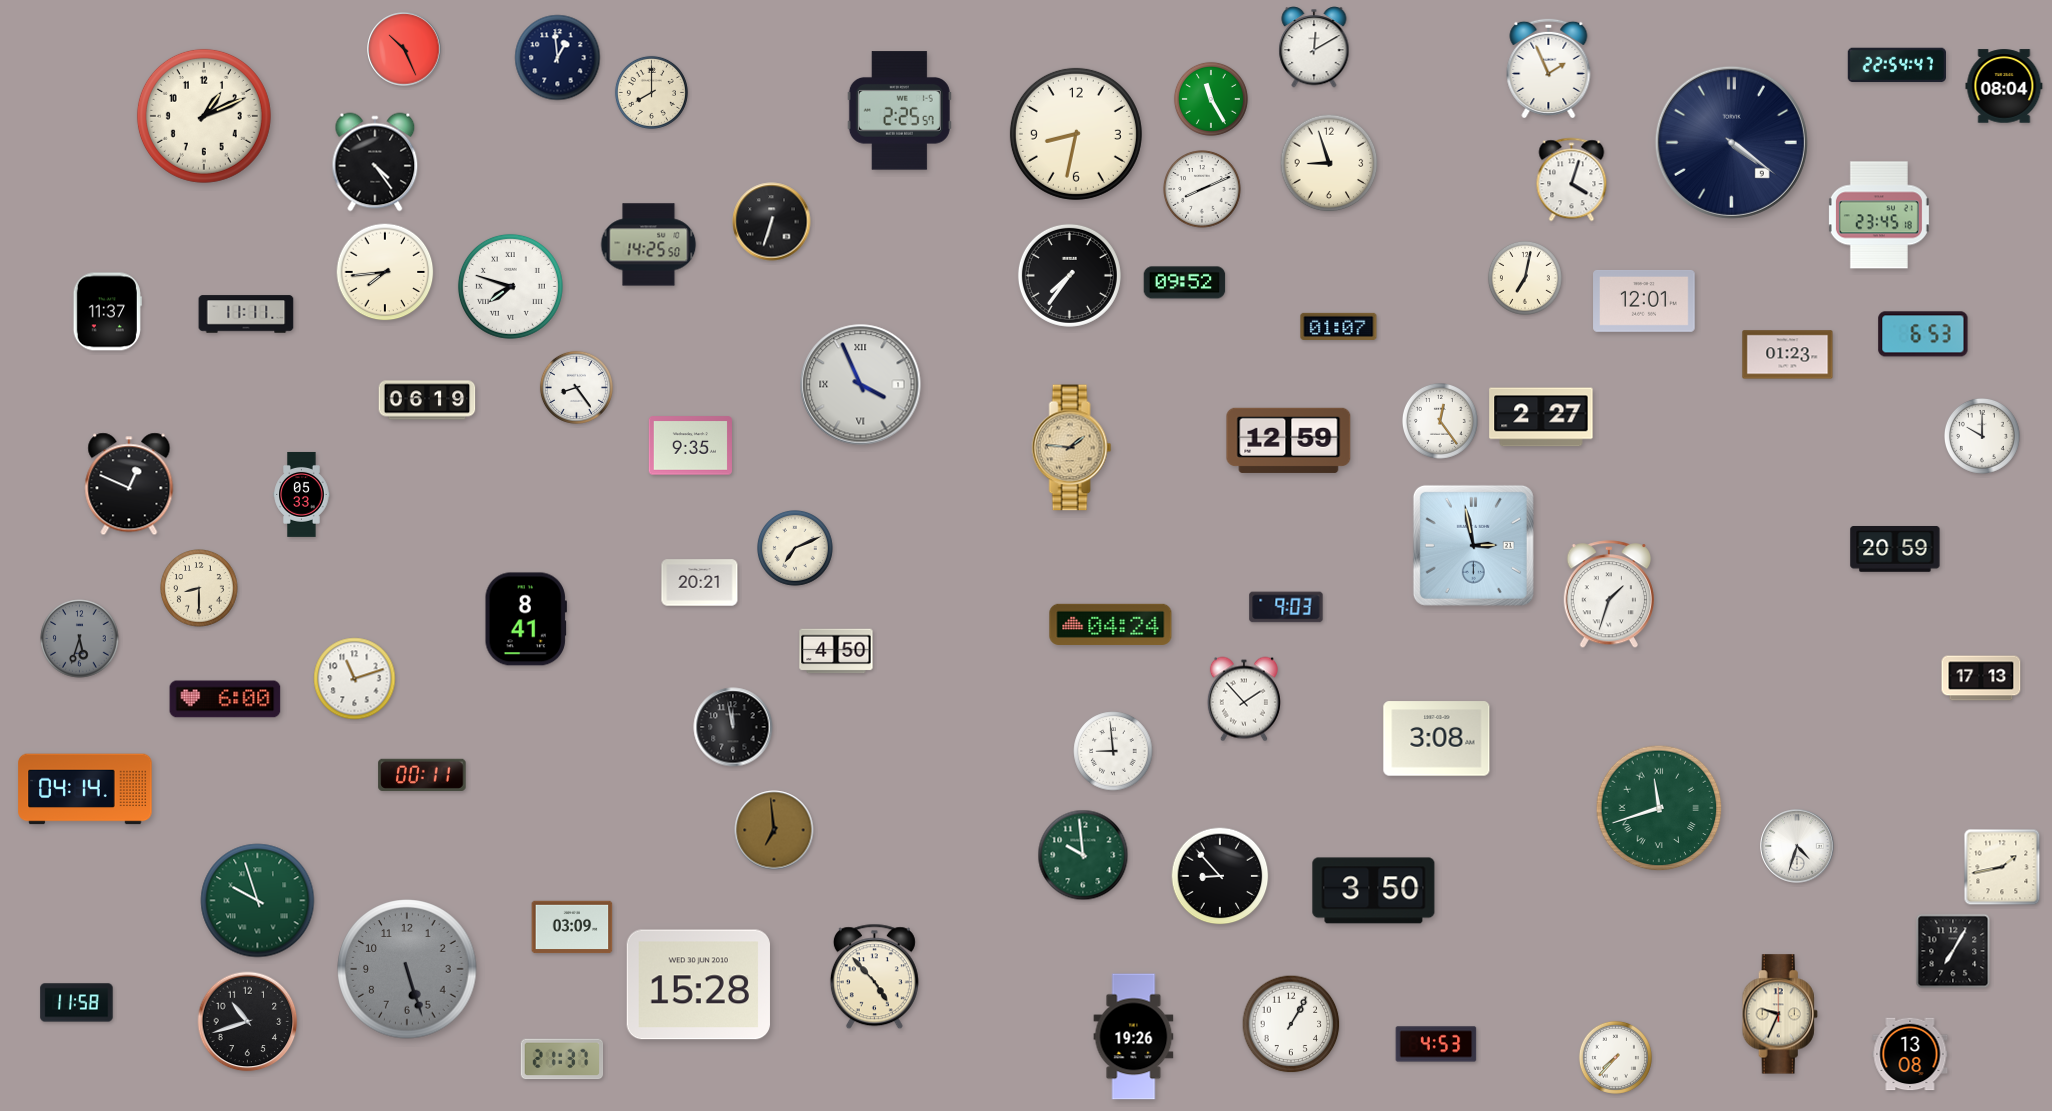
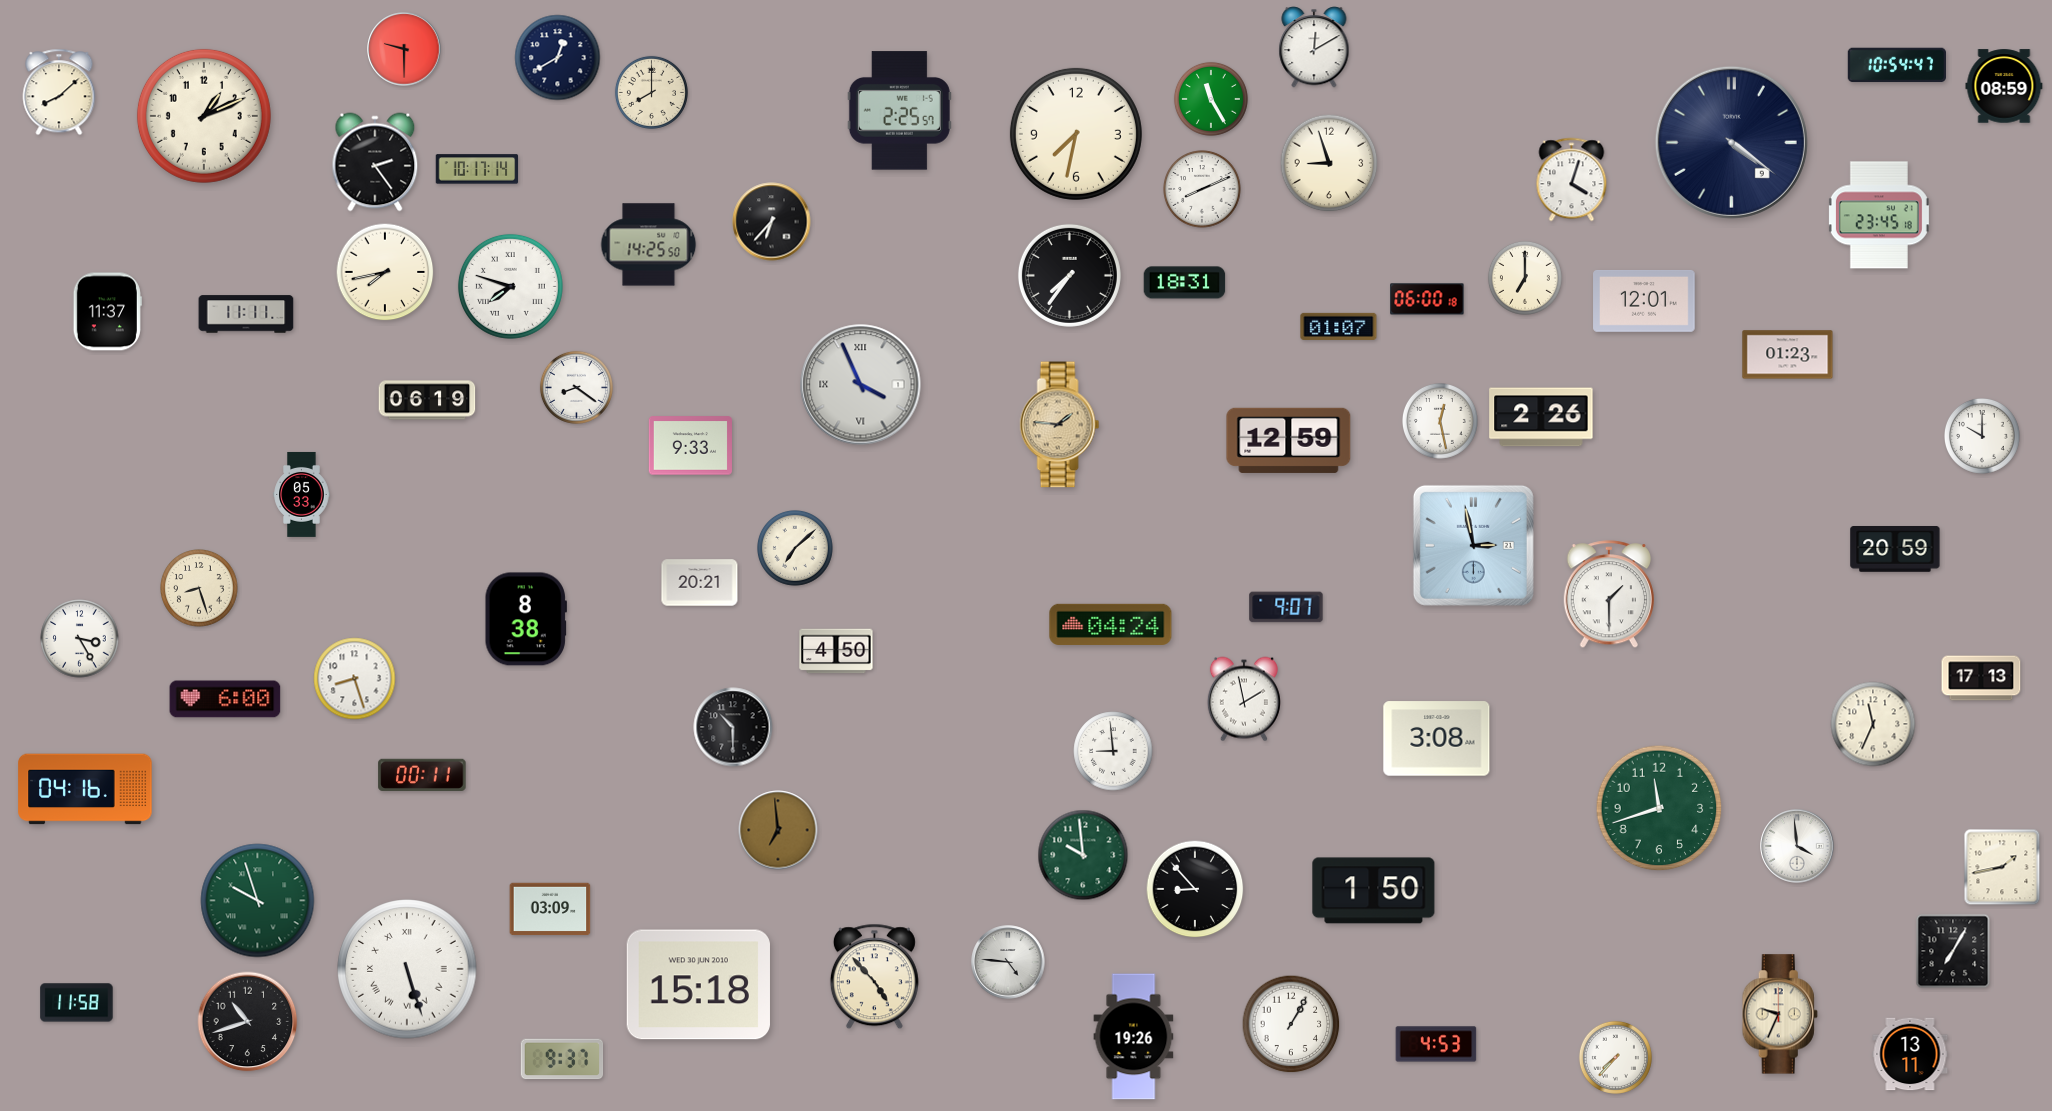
clock at (404, 49): 10:26 -> 9:30
clock at (558, 58): 12:59 -> 12:40
clock at (1897, 65): 22:54 -> 10:54
clock at (1549, 67): 1:56 -> none
clock at (2004, 86): 08:04 -> 08:59
clock at (59, 92): none -> 8:08
clock at (1076, 134): 8:32 -> 7:32
clock at (375, 162): 4:24 -> 2:24
clock at (477, 169): none -> 10:17
clock at (772, 222): 6:33 -> 6:37
clock at (385, 272): 7:44 -> 7:43
clock at (1525, 278): 7:02 -> 7:00
clock at (1185, 283): 09:52 -> 18:31
clock at (1427, 299): none -> 06:00
clock at (1923, 334): 6:53 -> none
clock at (576, 387): 8:24 -> 8:21
clock at (1541, 417): 2:27 -> 2:26
clock at (1441, 422): 12:24 -> 12:28
clock at (690, 446): 9:35 -> 9:33
clock at (1072, 448) position: (1072, 448) -> (1060, 425)
clock at (129, 484): 12:49 -> none
clock at (796, 549): 7:11 -> 7:08
clock at (199, 588): 8:30 -> 8:27
clock at (1609, 595): 1:33 -> 1:30
clock at (1286, 607): 9:03 -> 9:07
clock at (525, 619): 8:41 -> 8:38
clock at (80, 639): 5:33 -> 3:25
clock at (80, 639) dial: grey -> white
clock at (355, 679): 11:12 -> 8:27
clock at (1244, 699): 1:53 -> 1:58
clock at (1873, 724): none -> 11:34
clock at (733, 727): 11:58 -> 10:30
clock at (85, 789): 04:14 -> 04:16
clock at (1659, 808) numerals: Roman -> Arabic
clock at (774, 830) position: (774, 830) -> (778, 830)
clock at (1797, 846): 4:33 -> 3:59
clock at (1220, 876) position: (1220, 876) -> (1195, 889)
clock at (1374, 891): 3:50 -> 1:50
clock at (572, 927) position: (572, 927) -> (550, 909)
clock at (1008, 962): none -> 4:46
clock at (407, 969) dial: grey -> white
clock at (407, 969) numerals: Arabic -> Roman
clock at (698, 985): 15:28 -> 15:18
clock at (1910, 1054): 13:08 -> 13:11
clock at (562, 1059): 21:37 -> 9:37
